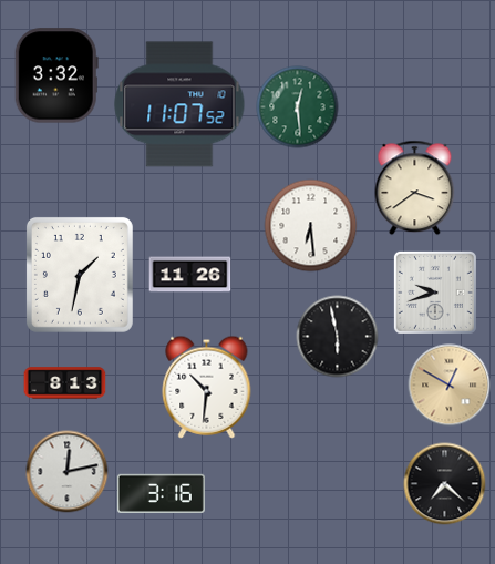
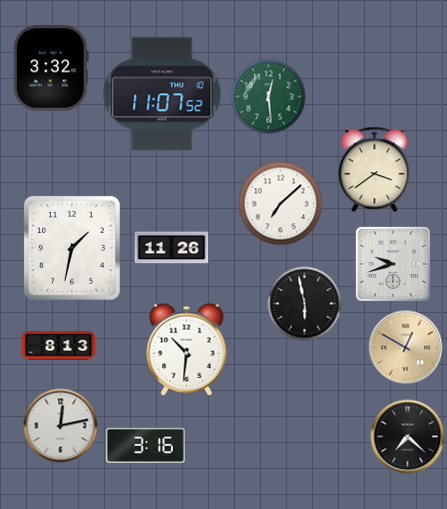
clock at (311, 226): 6:29 -> 7:08
clock at (445, 484) position: (445, 484) -> (408, 437)
